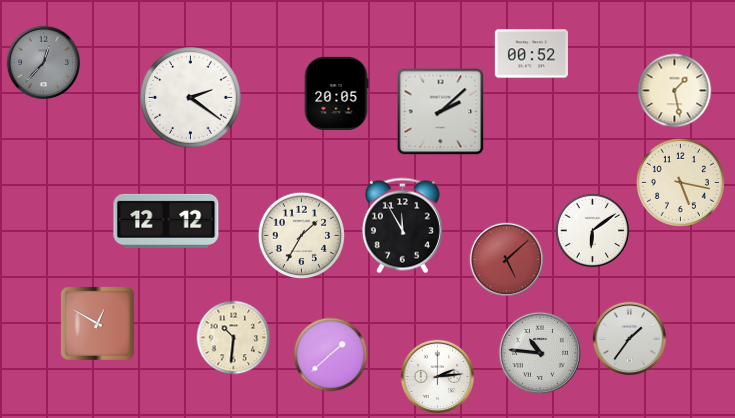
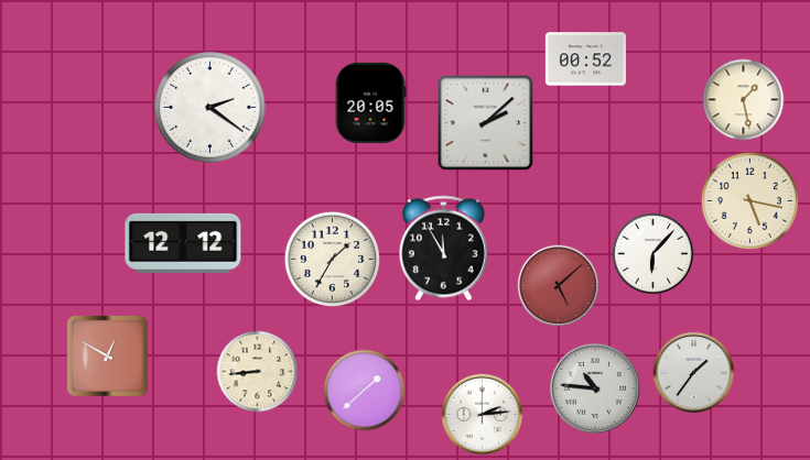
clock at (44, 63): 12:37 -> none
clock at (593, 231): 6:09 -> 6:07
clock at (234, 338): 10:31 -> 8:44
